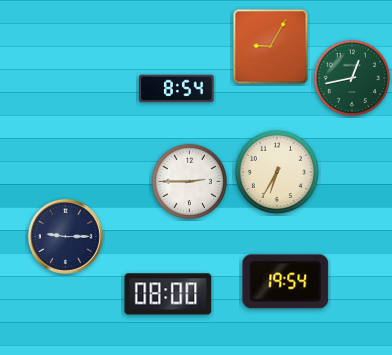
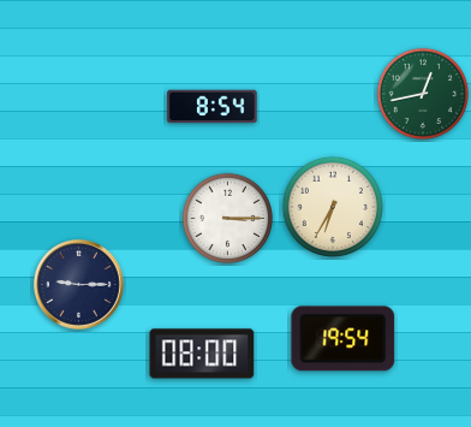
clock at (271, 47): 9:05 -> none
clock at (190, 182): 2:45 -> 3:15
